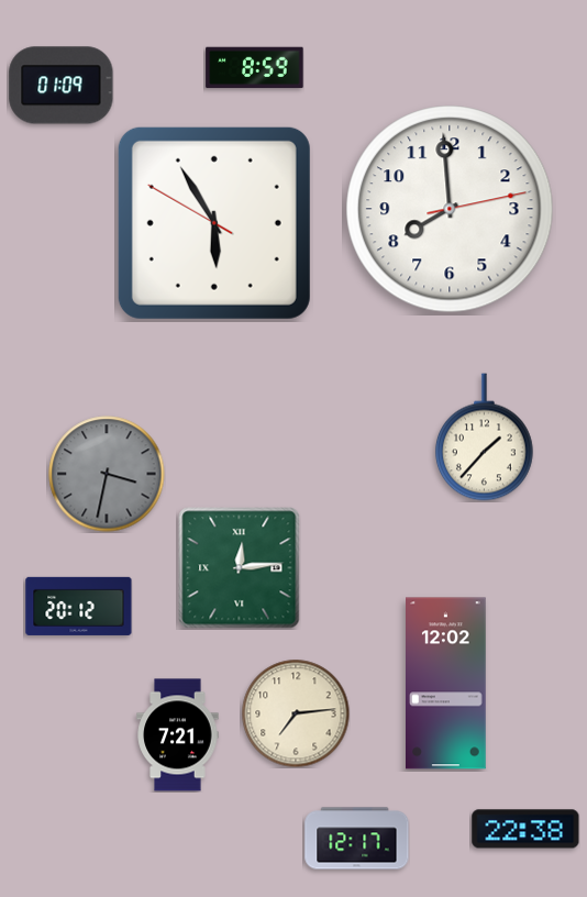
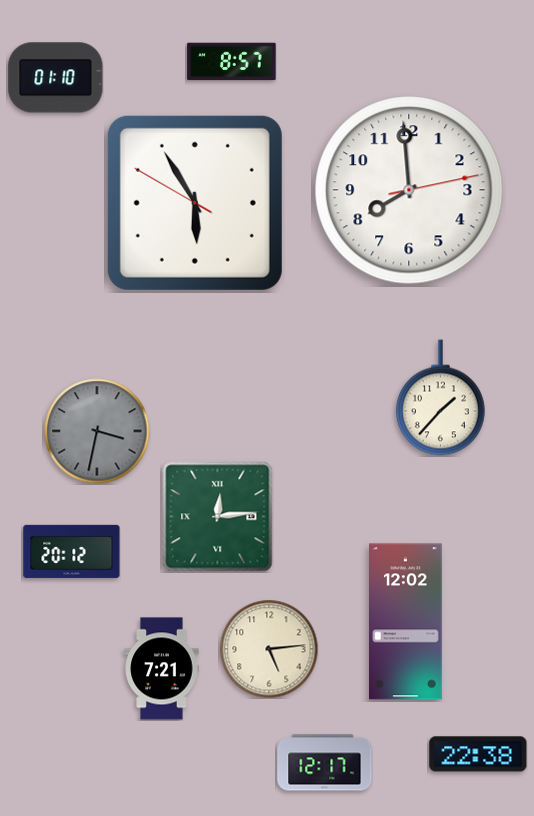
clock at (255, 68): 8:59 -> 8:57
clock at (62, 86): 01:09 -> 01:10
clock at (296, 713): 7:14 -> 5:14
